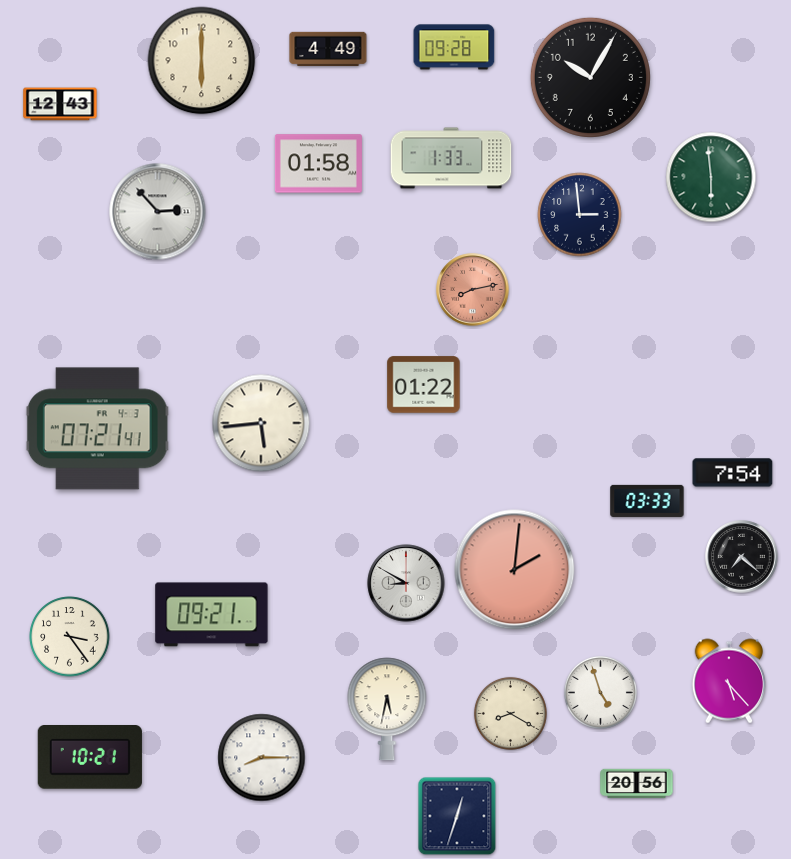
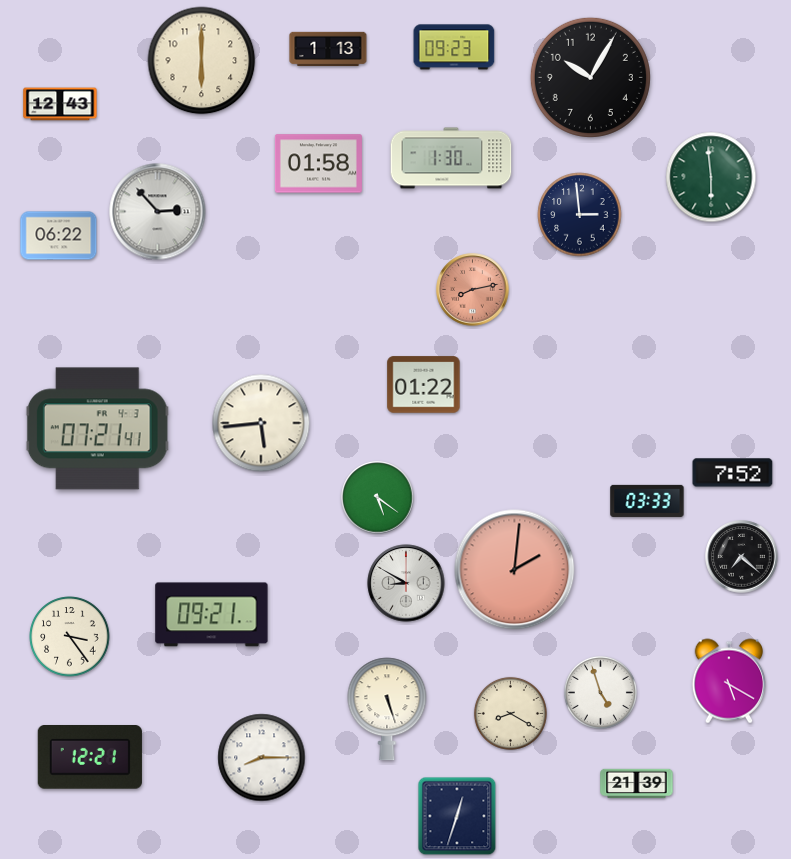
clock at (454, 47): 09:28 -> 09:23
clock at (328, 48): 4:49 -> 1:13
clock at (451, 158): 1:33 -> 1:30
clock at (59, 236): none -> 06:22
clock at (733, 473): 7:54 -> 7:52
clock at (378, 498): none -> 5:21
clock at (728, 681): 5:23 -> 5:20
clock at (387, 709): 5:32 -> 5:27
clock at (90, 758): 10:21 -> 12:21
clock at (637, 784): 20:56 -> 21:39
